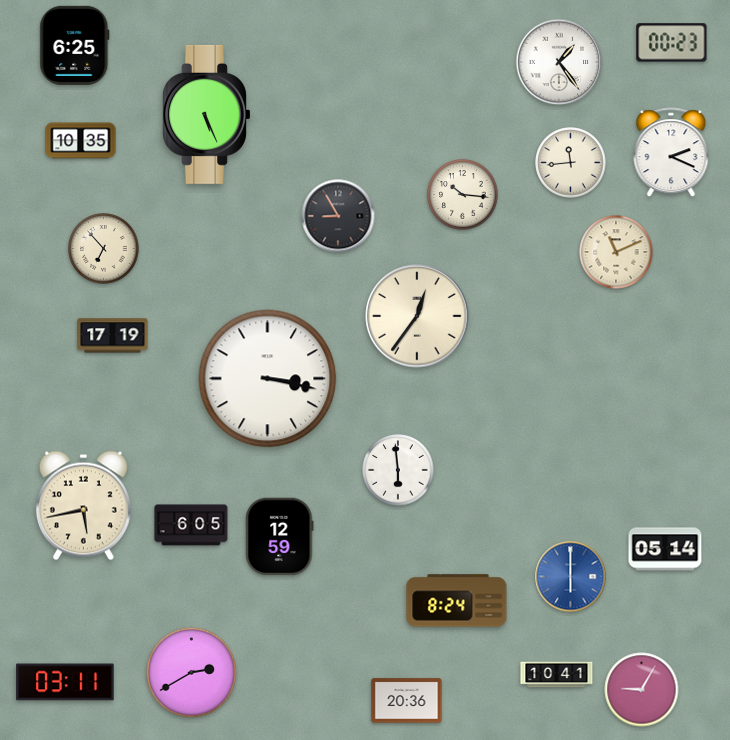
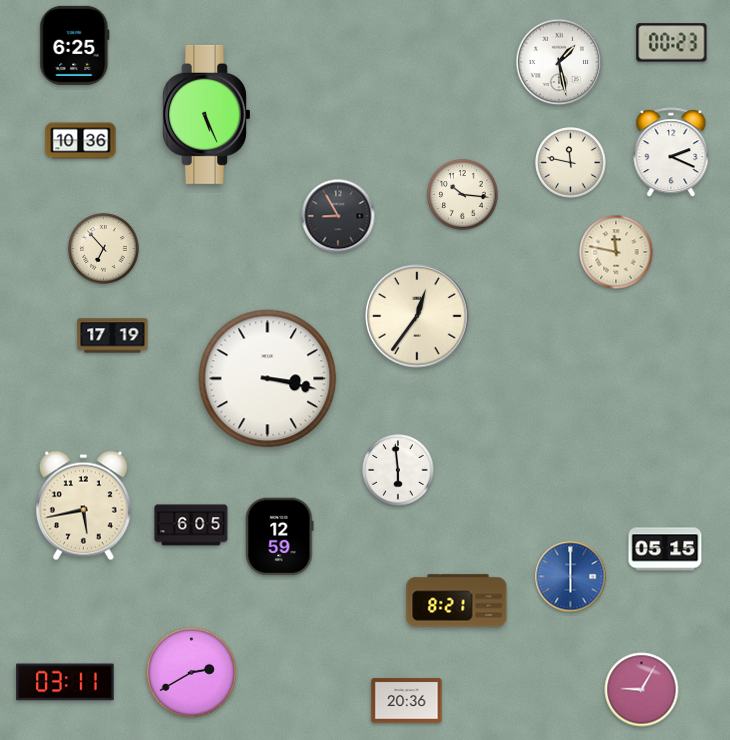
clock at (559, 62): 1:24 -> 1:28
clock at (81, 141): 10:35 -> 10:36
clock at (571, 163): 11:44 -> 11:47
clock at (616, 252): 11:11 -> 11:47
clock at (665, 549): 05:14 -> 05:15
clock at (457, 601): 8:24 -> 8:21
clock at (557, 675): 10:41 -> none
